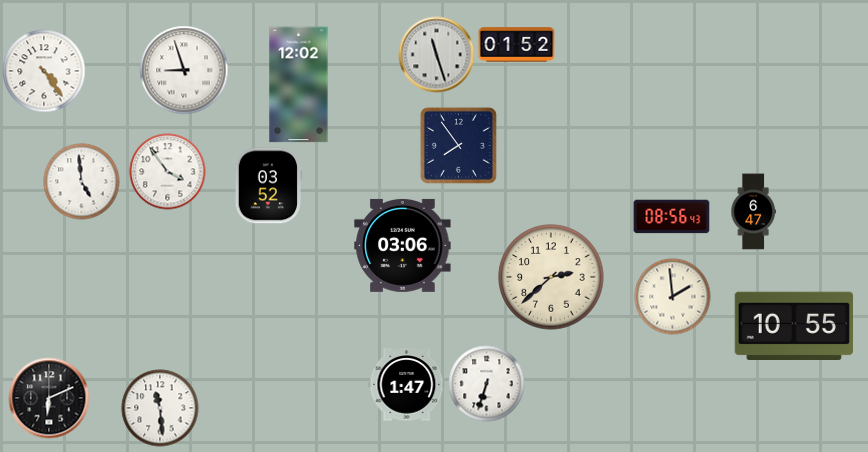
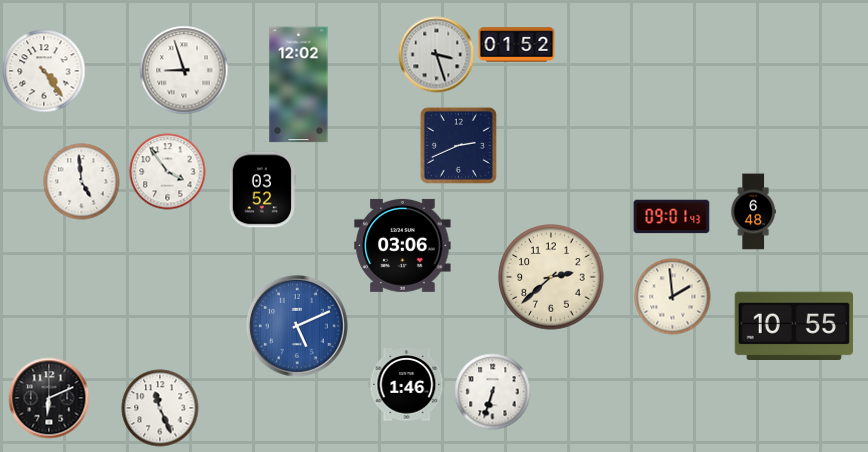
clock at (437, 55): 11:27 -> 3:27
clock at (458, 145): 7:54 -> 2:41
clock at (268, 186) position: (268, 186) -> (262, 190)
clock at (753, 212): 6:47 -> 6:48
clock at (672, 217): 08:56 -> 09:01
clock at (297, 326): none -> 5:11
clock at (487, 384) position: (487, 384) -> (493, 392)
clock at (407, 385): 1:47 -> 1:46
clock at (160, 408): 11:29 -> 11:26
